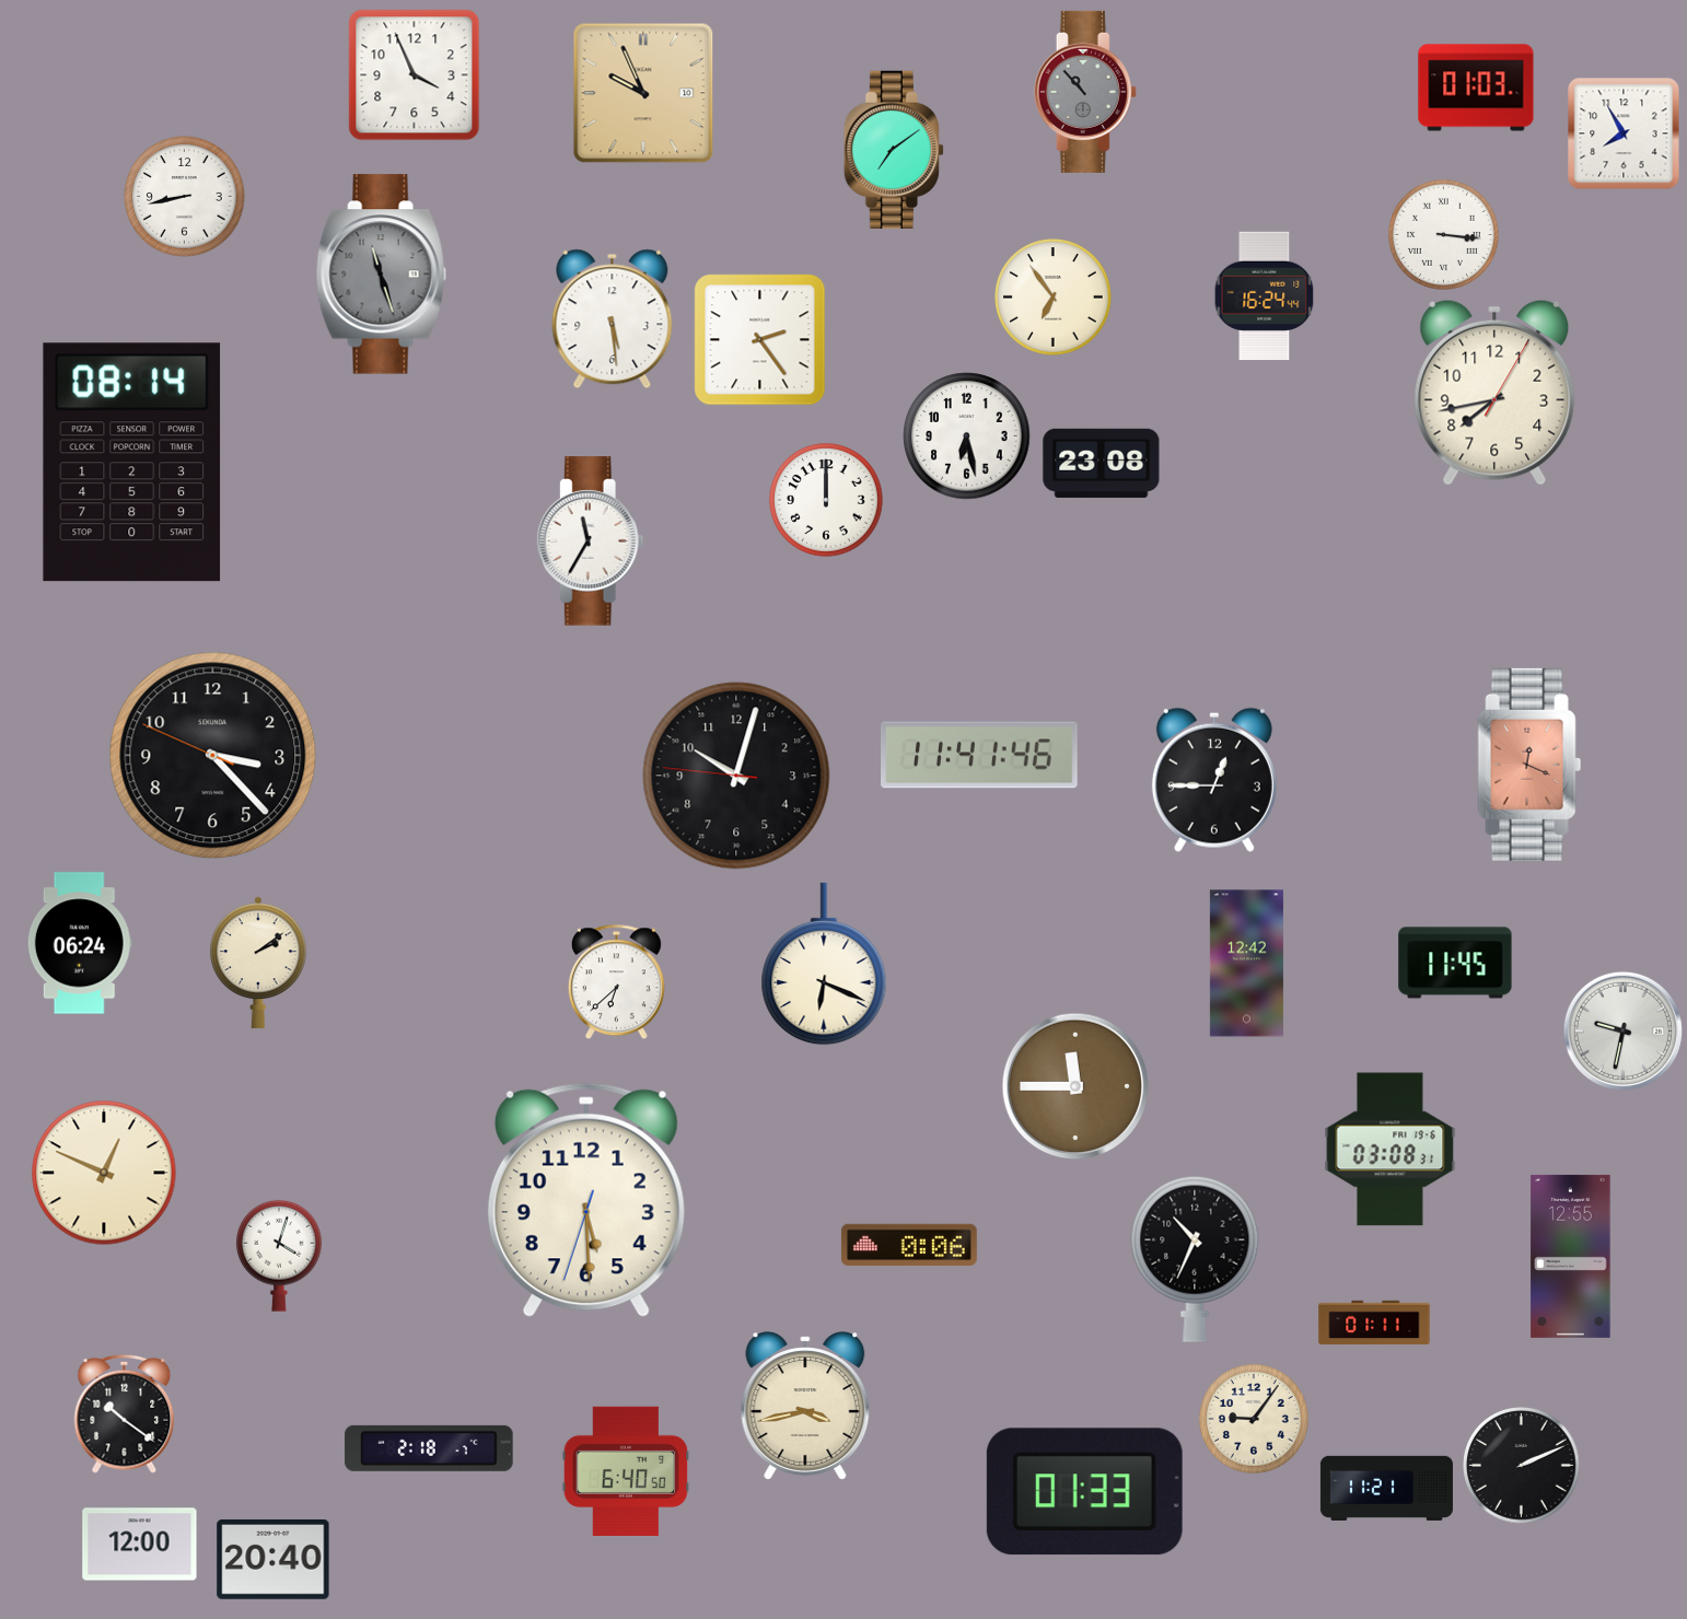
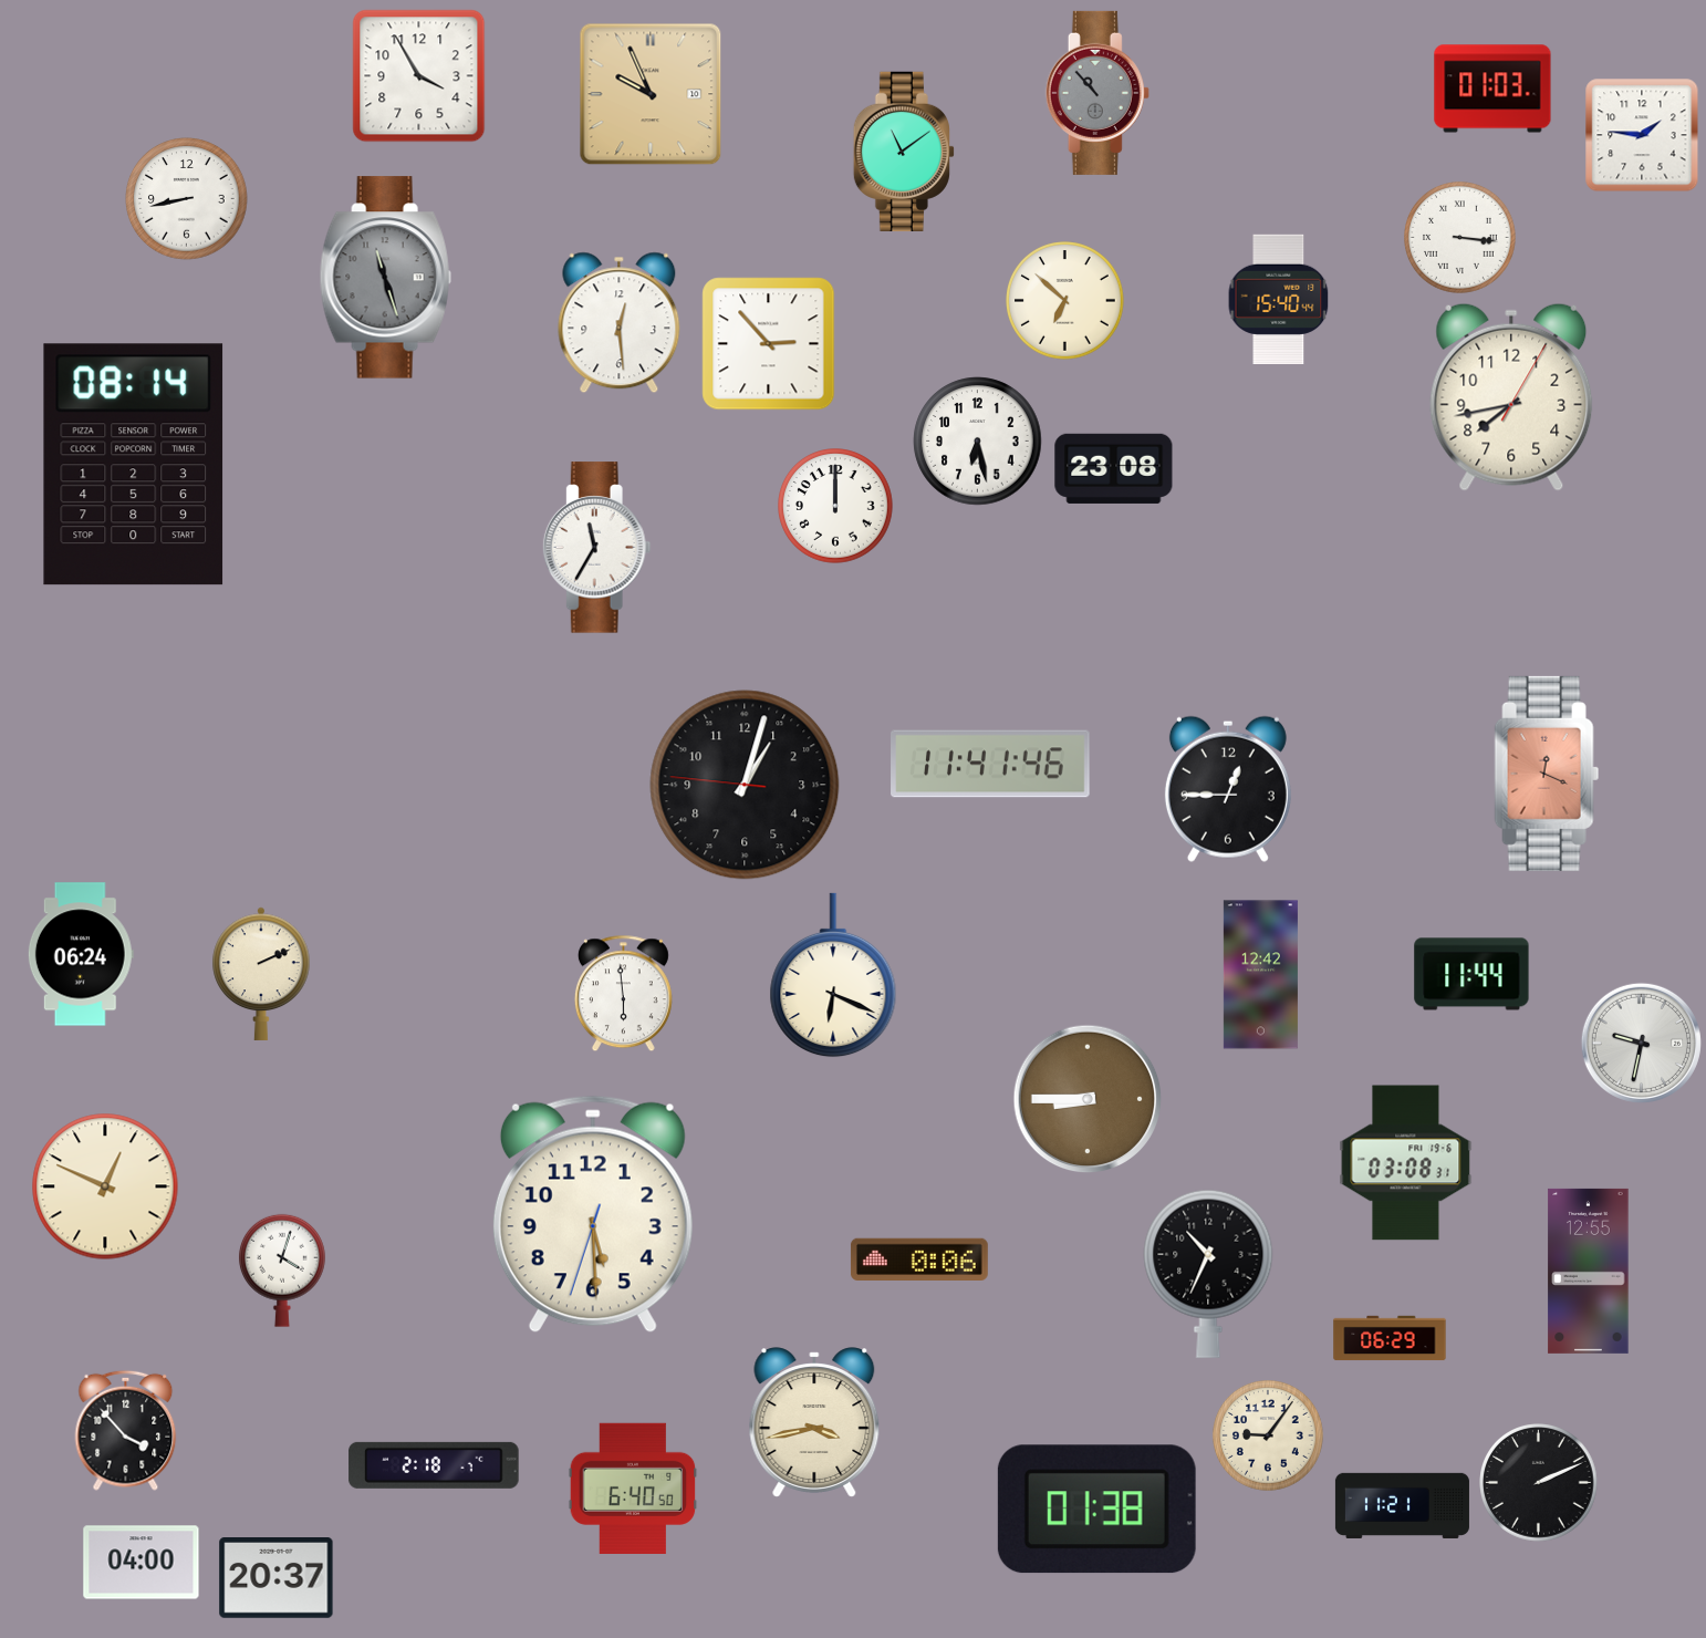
clock at (415, 75): 3:56 -> 3:55
clock at (1624, 133): 7:55 -> 1:46
clock at (894, 149): 7:09 -> 11:09
clock at (1265, 295): 16:24 -> 15:40
clock at (1054, 298): 6:54 -> 6:52
clock at (613, 319): 5:29 -> 12:29
clock at (760, 340): 2:24 -> 2:53
clock at (132, 463) position: (132, 463) -> (134, 465)
clock at (213, 756): 3:22 -> none
clock at (736, 776): 10:02 -> 1:02
clock at (258, 963): 2:09 -> 2:11
clock at (1455, 963): 11:45 -> 11:44
clock at (616, 982): 6:38 -> 5:59
clock at (1075, 1086): 11:45 -> 8:45
clock at (1374, 1323): 01:11 -> 06:29
clock at (125, 1413): 10:21 -> 3:53
clock at (1084, 1492): 01:33 -> 01:38
clock at (140, 1545): 12:00 -> 04:00
clock at (274, 1560): 20:40 -> 20:37
